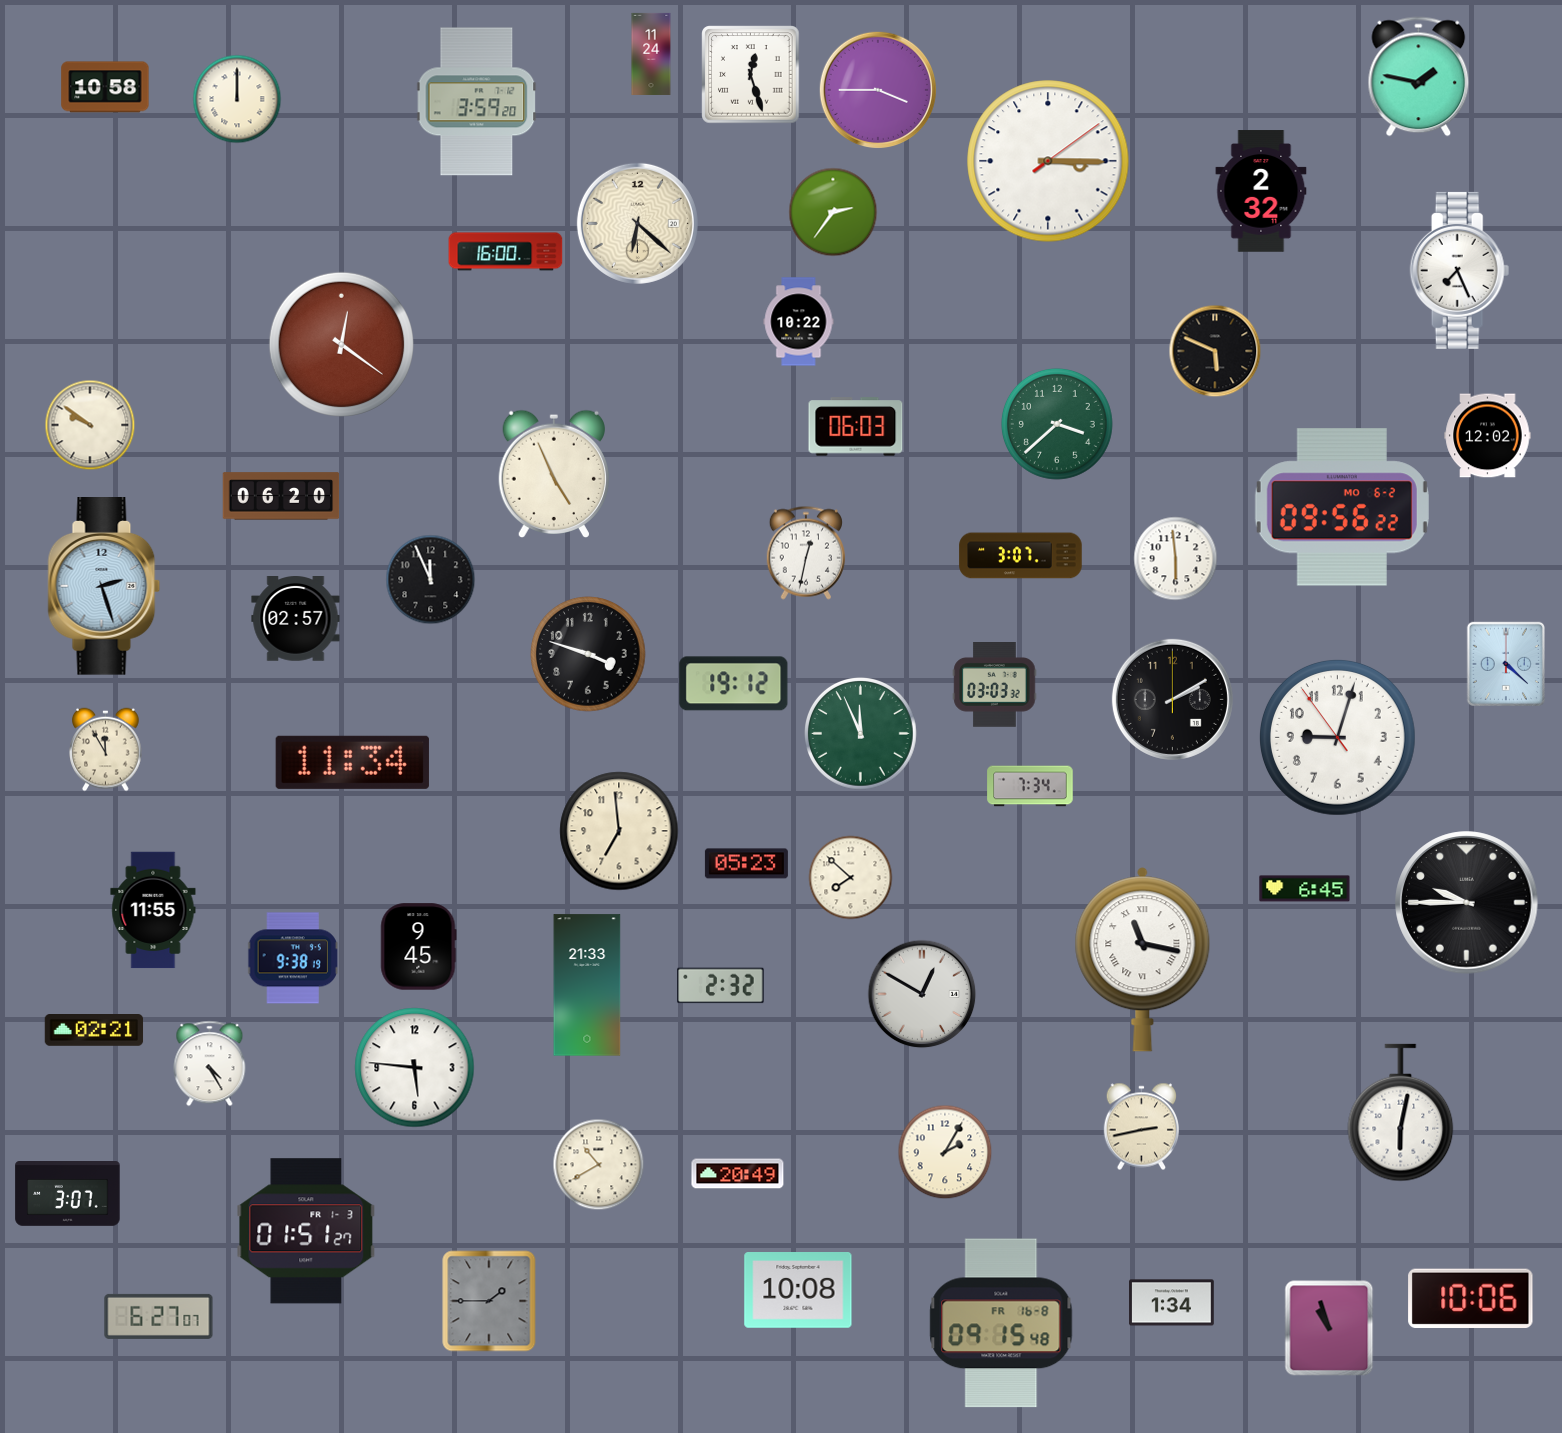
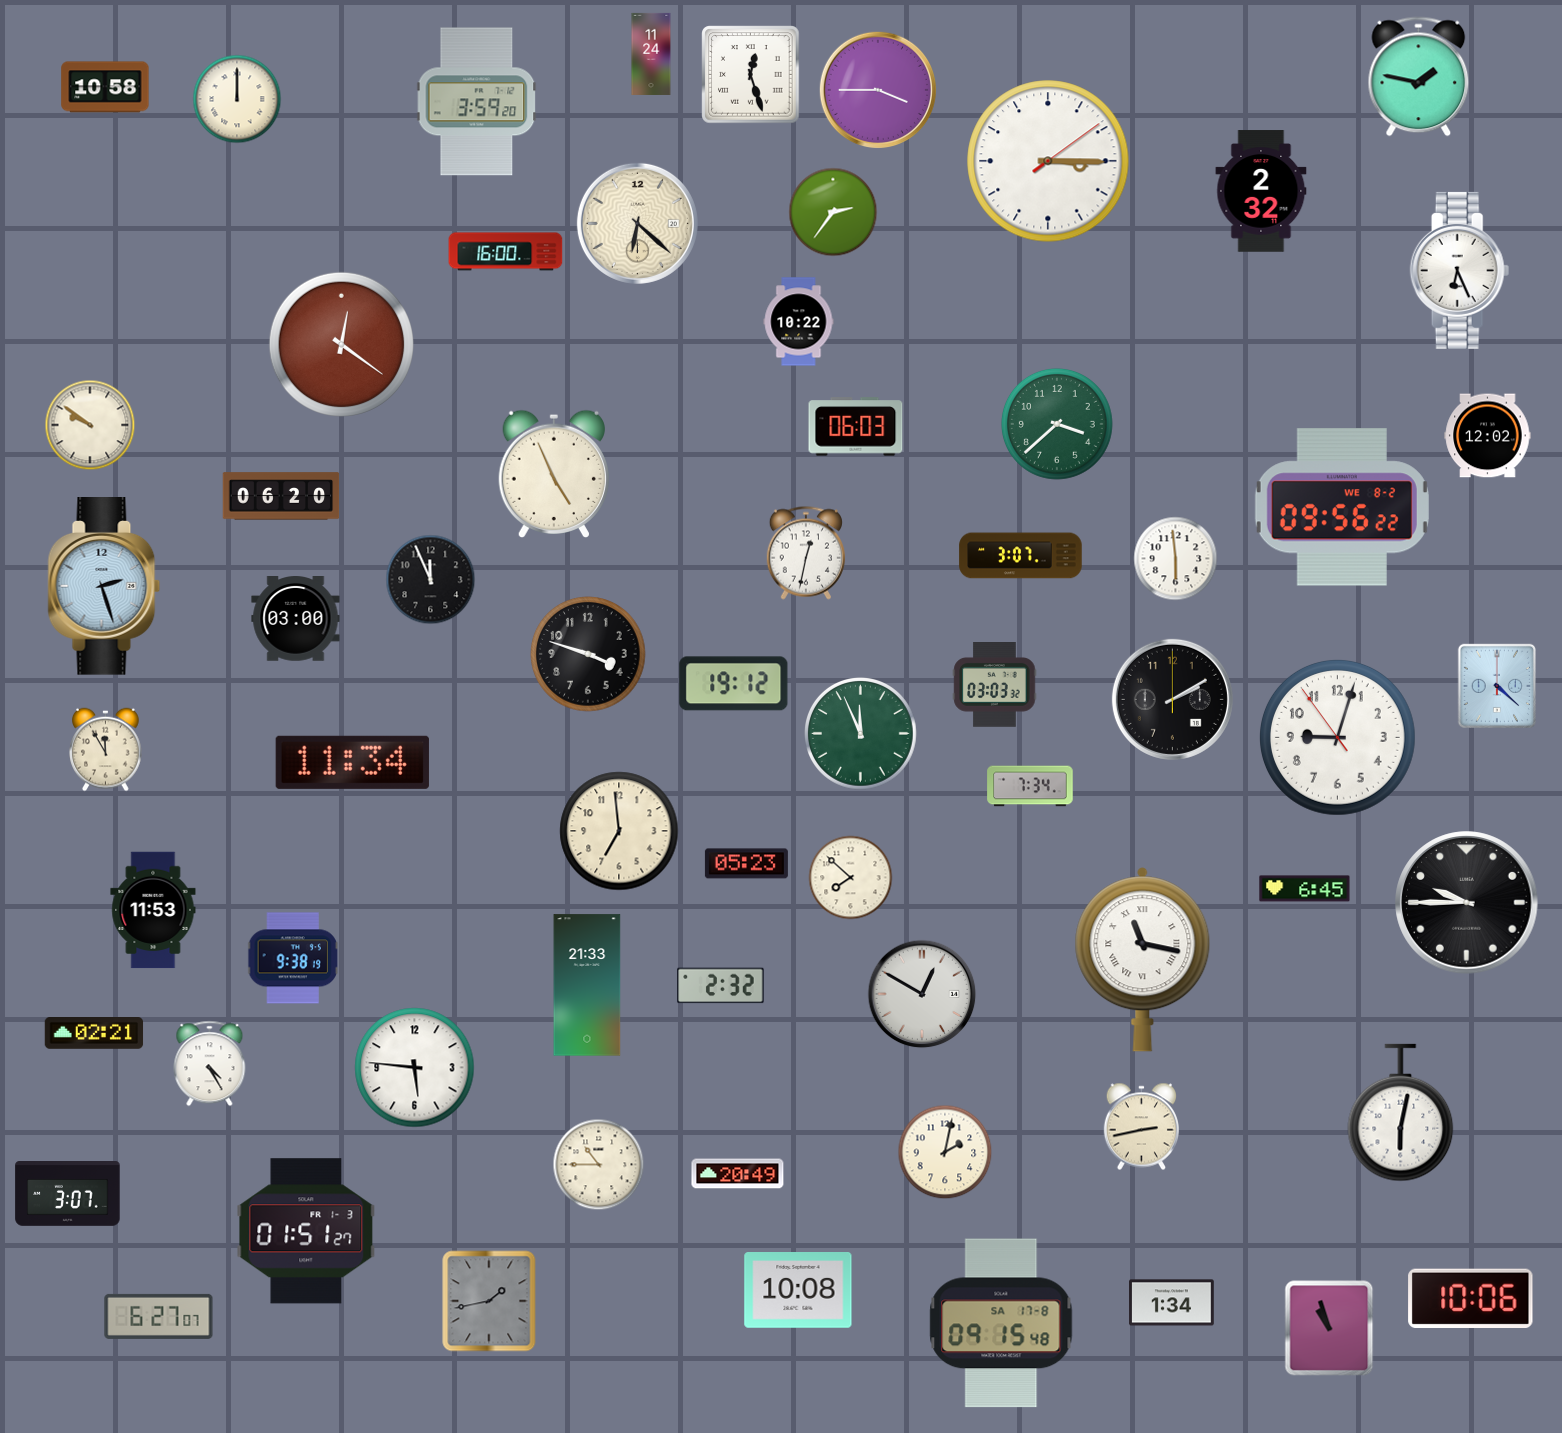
clock at (1460, 270): 7:26 -> 6:26
clock at (1215, 351): 5:49 -> none
clock at (1342, 507) date: MO 6-2 -> WE 8-2
clock at (296, 619): 02:57 -> 03:00
clock at (1505, 663) position: (1505, 663) -> (1496, 685)
clock at (153, 910): 11:55 -> 11:53
clock at (419, 947): 9:45 -> none
clock at (94, 1031) position: (94, 1031) -> (94, 1034)
clock at (945, 1152): 2:05 -> 2:02
clock at (599, 1165): 10:40 -> 10:45
clock at (489, 1301): 1:45 -> 1:43
clock at (1001, 1323) date: FR 16-8 -> SA 17-8
